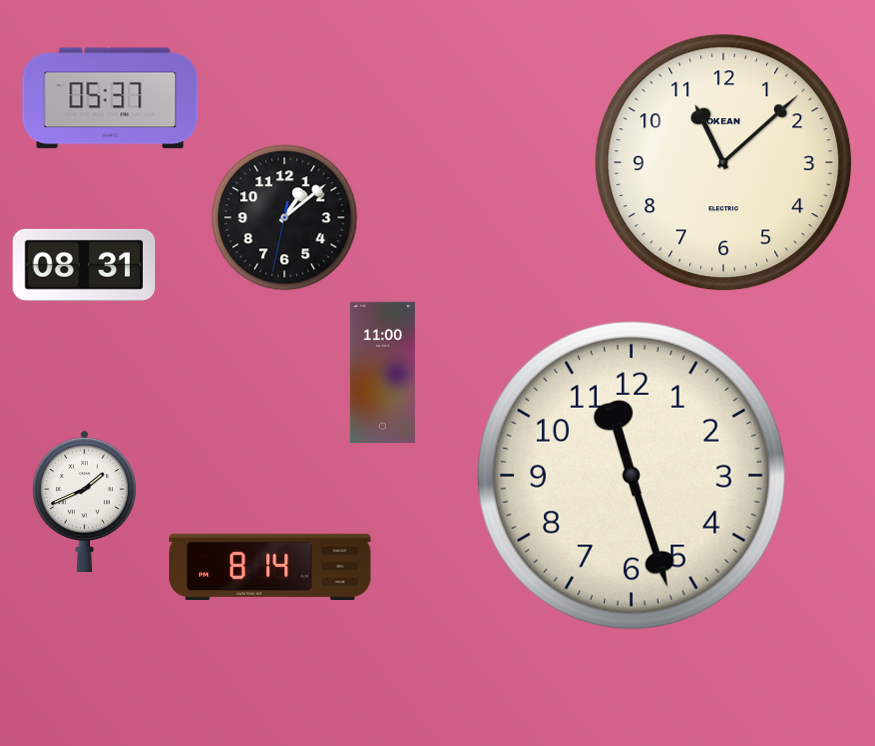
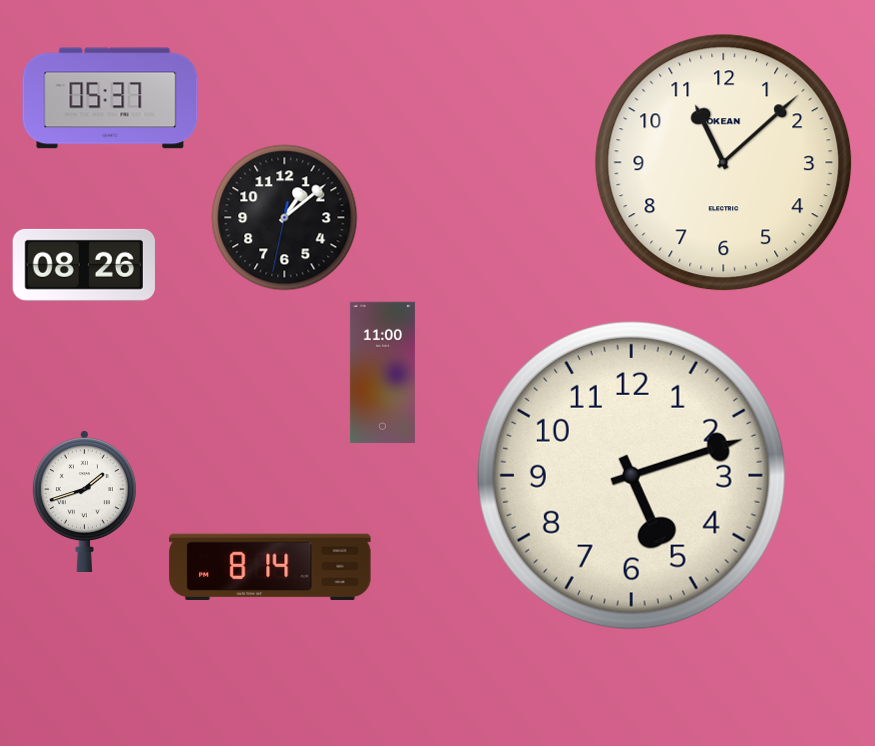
clock at (84, 265): 08:31 -> 08:26
clock at (631, 475): 11:27 -> 5:12
clock at (84, 501): 1:41 -> 1:42
